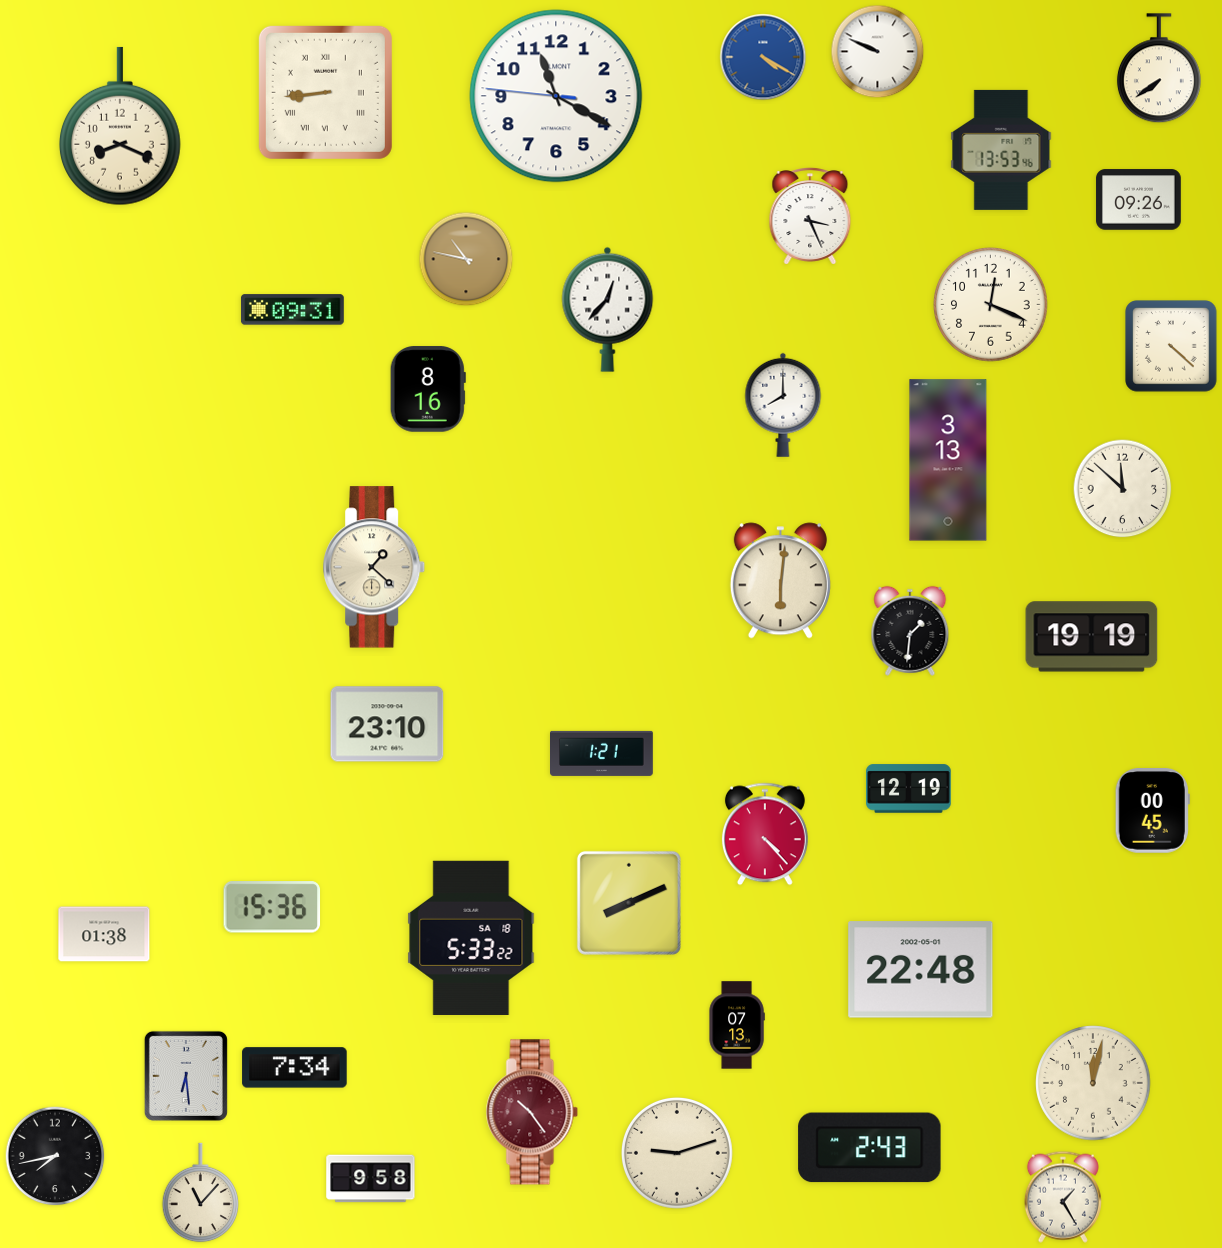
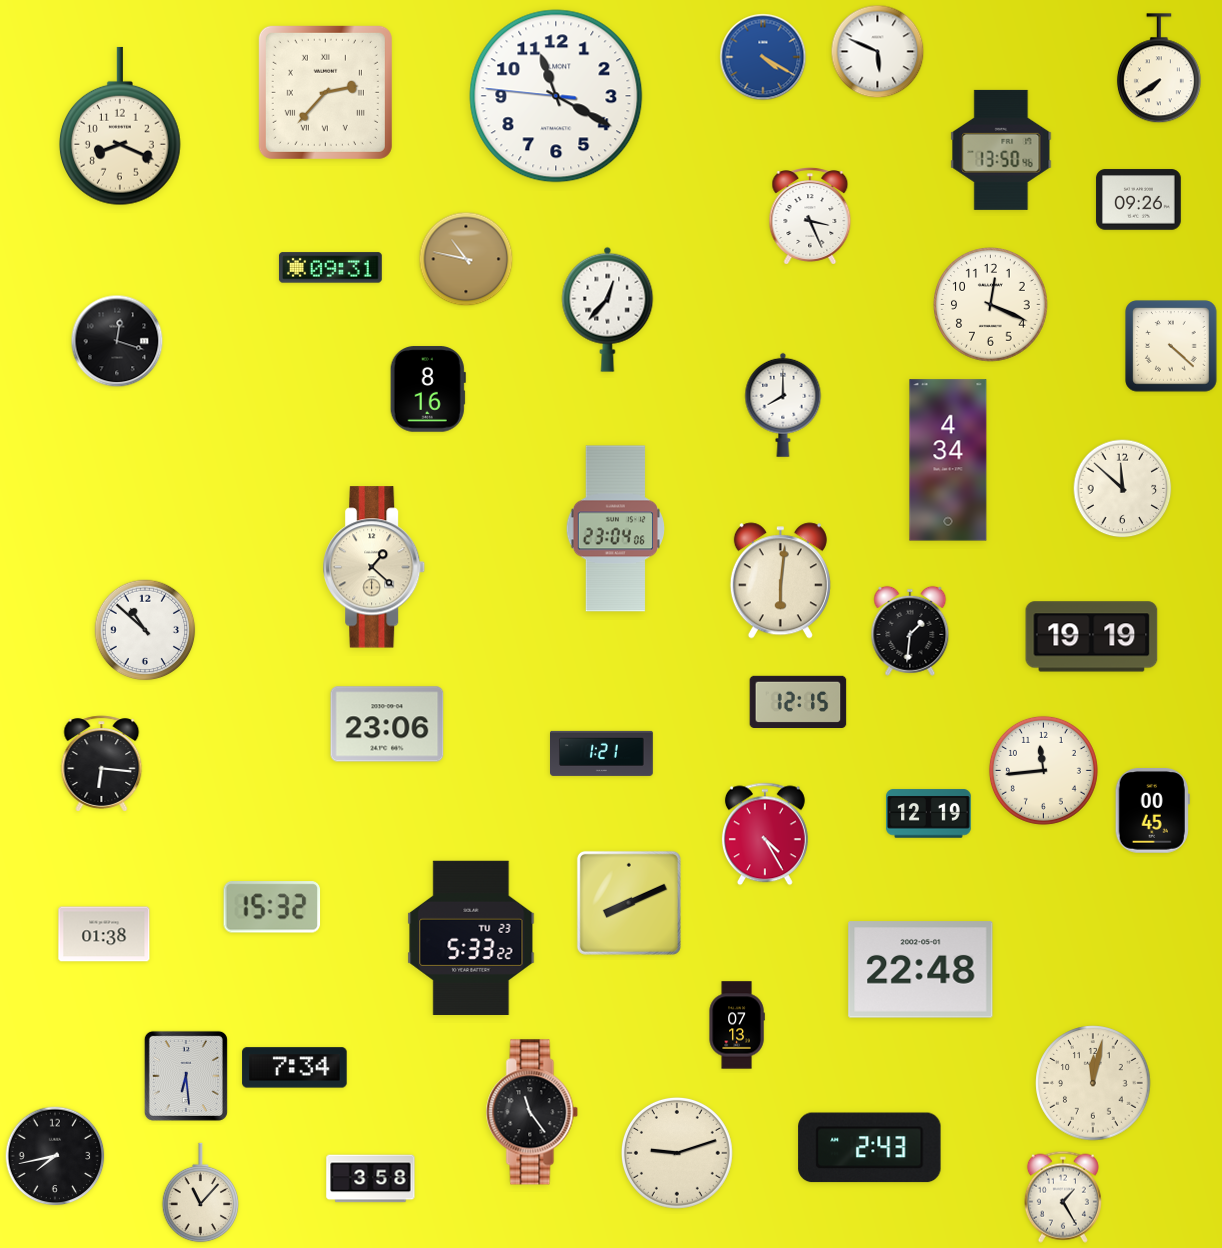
clock at (878, 52): 9:49 -> 5:49
clock at (325, 92): 8:44 -> 2:37
clock at (1001, 150): 13:53 -> 13:50
clock at (292, 310) position: (292, 310) -> (330, 268)
clock at (117, 341): none -> 12:18
clock at (948, 460): 3:13 -> 4:34
clock at (615, 529): none -> 23:04
clock at (145, 630): none -> 10:52
clock at (798, 701): none -> 12:15
clock at (387, 724): 23:10 -> 23:06
clock at (102, 764): none -> 6:16
clock at (1043, 770): none -> 11:44
clock at (909, 789) position: (909, 789) -> (929, 814)
clock at (765, 834): 4:23 -> 4:25
clock at (272, 907): 15:36 -> 15:32
clock at (471, 938) date: SA 18 -> TU 23
clock at (532, 1112): 10:24 -> 11:24
clock at (532, 1112) dial: burgundy -> black
clock at (371, 1179): 9:58 -> 3:58
